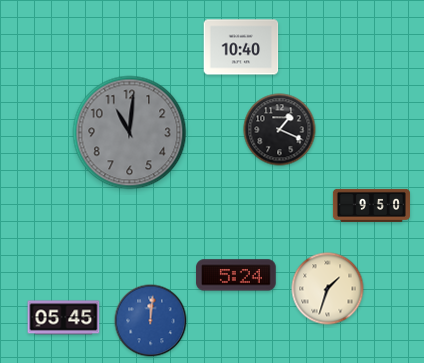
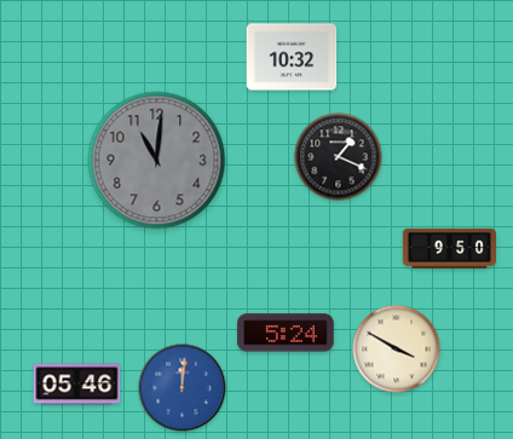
clock at (241, 47): 10:40 -> 10:32
clock at (328, 289): 1:33 -> 3:50
clock at (64, 318): 05:45 -> 05:46
